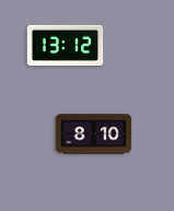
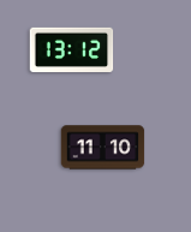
clock at (94, 134): 8:10 -> 11:10
